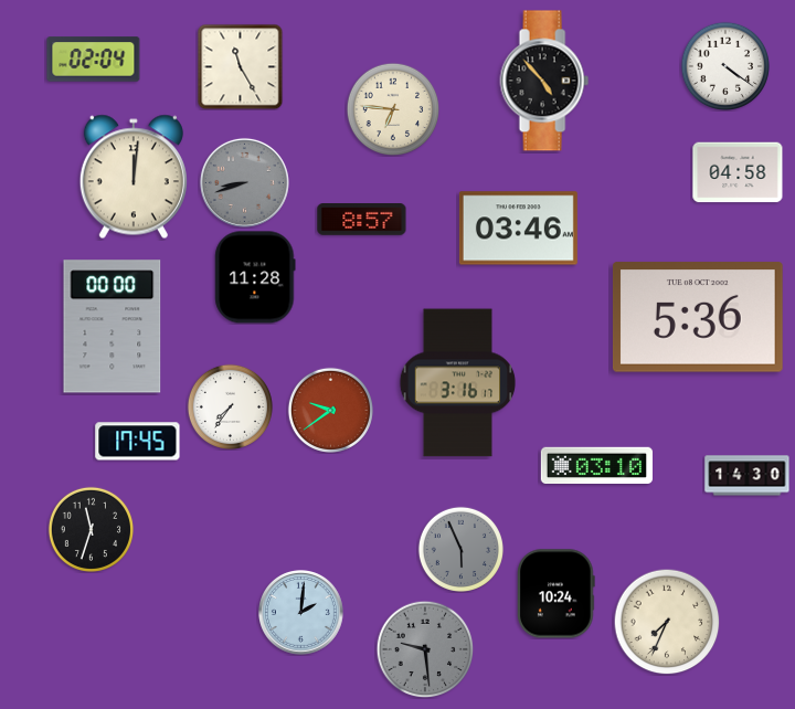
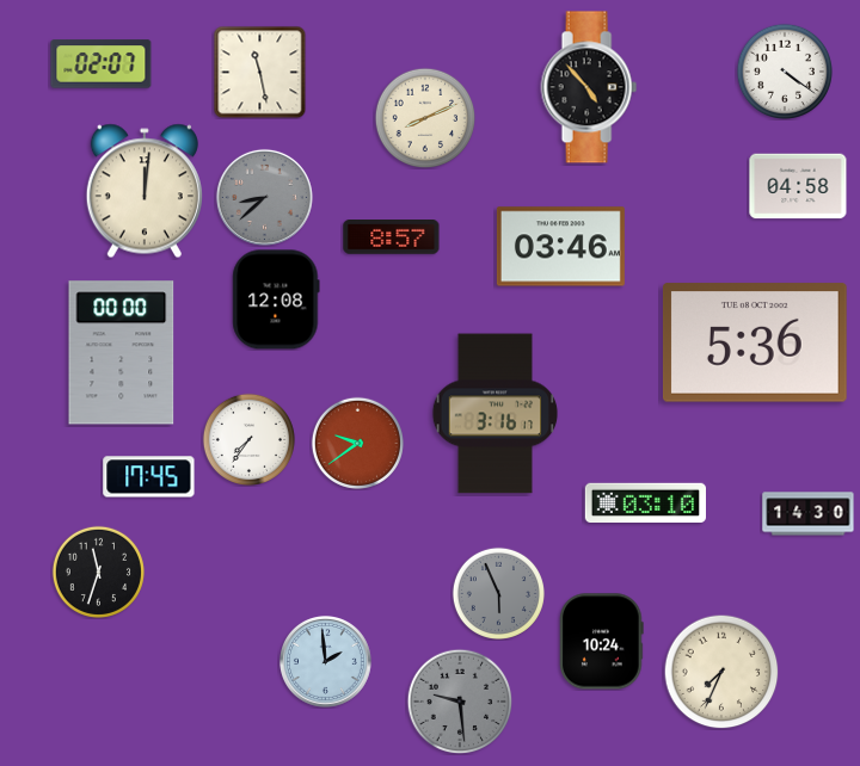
clock at (94, 60): 02:04 -> 02:07
clock at (240, 66): 11:25 -> 11:28
clock at (393, 109): 6:46 -> 8:11
clock at (244, 182): 8:42 -> 8:38
clock at (255, 277): 11:28 -> 12:08
clock at (301, 613): 2:01 -> 1:59
